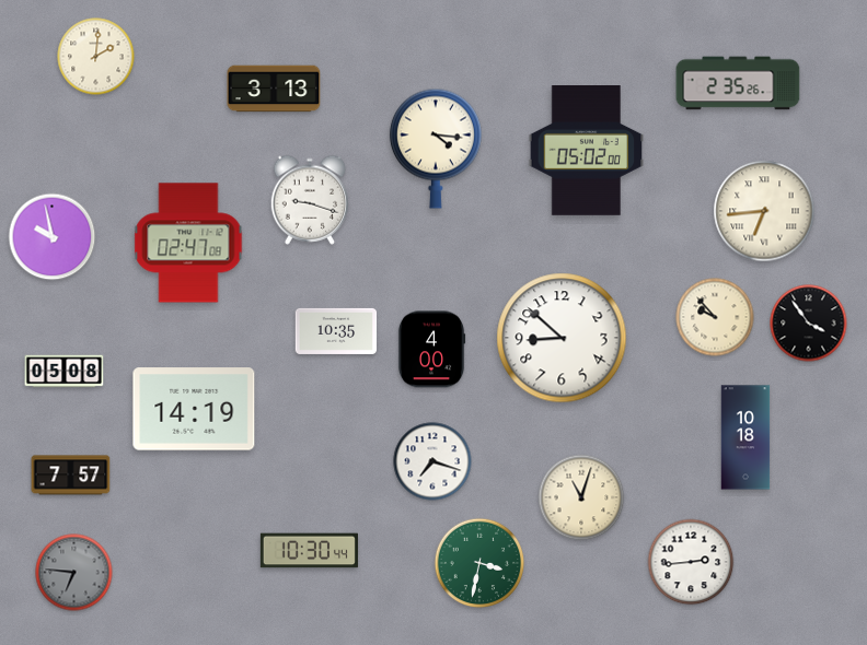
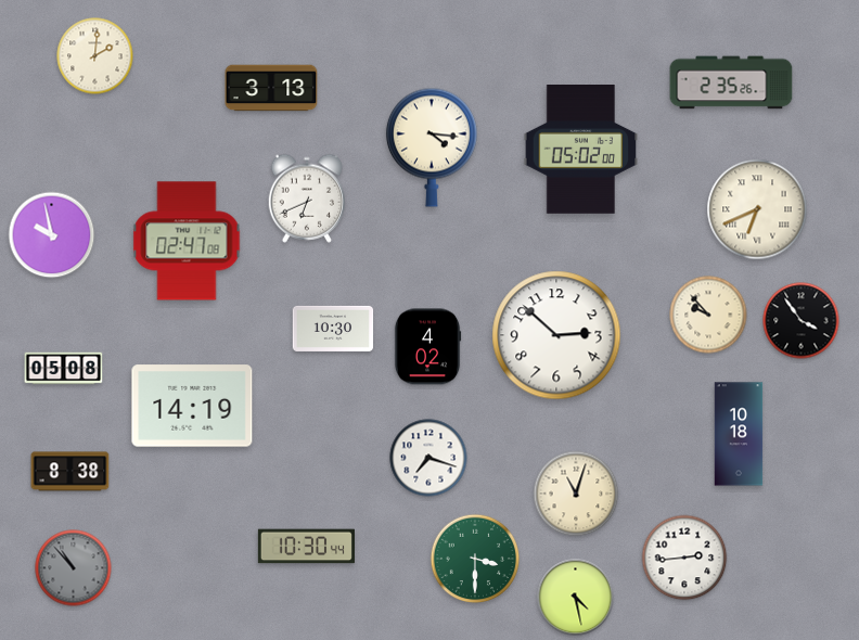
clock at (310, 200): 9:18 -> 6:41
clock at (764, 211): 6:44 -> 6:41
clock at (336, 331): 10:35 -> 10:30
clock at (562, 338): 8:52 -> 2:52
clock at (431, 350): 4:00 -> 4:02
clock at (71, 476): 7:57 -> 8:38
clock at (479, 563): 3:32 -> 3:30
clock at (74, 573): 6:46 -> 10:53
clock at (576, 598): none -> 4:28
